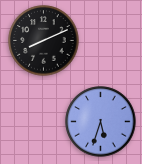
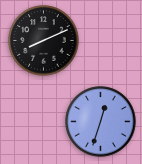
clock at (101, 122): 5:33 -> 12:33
